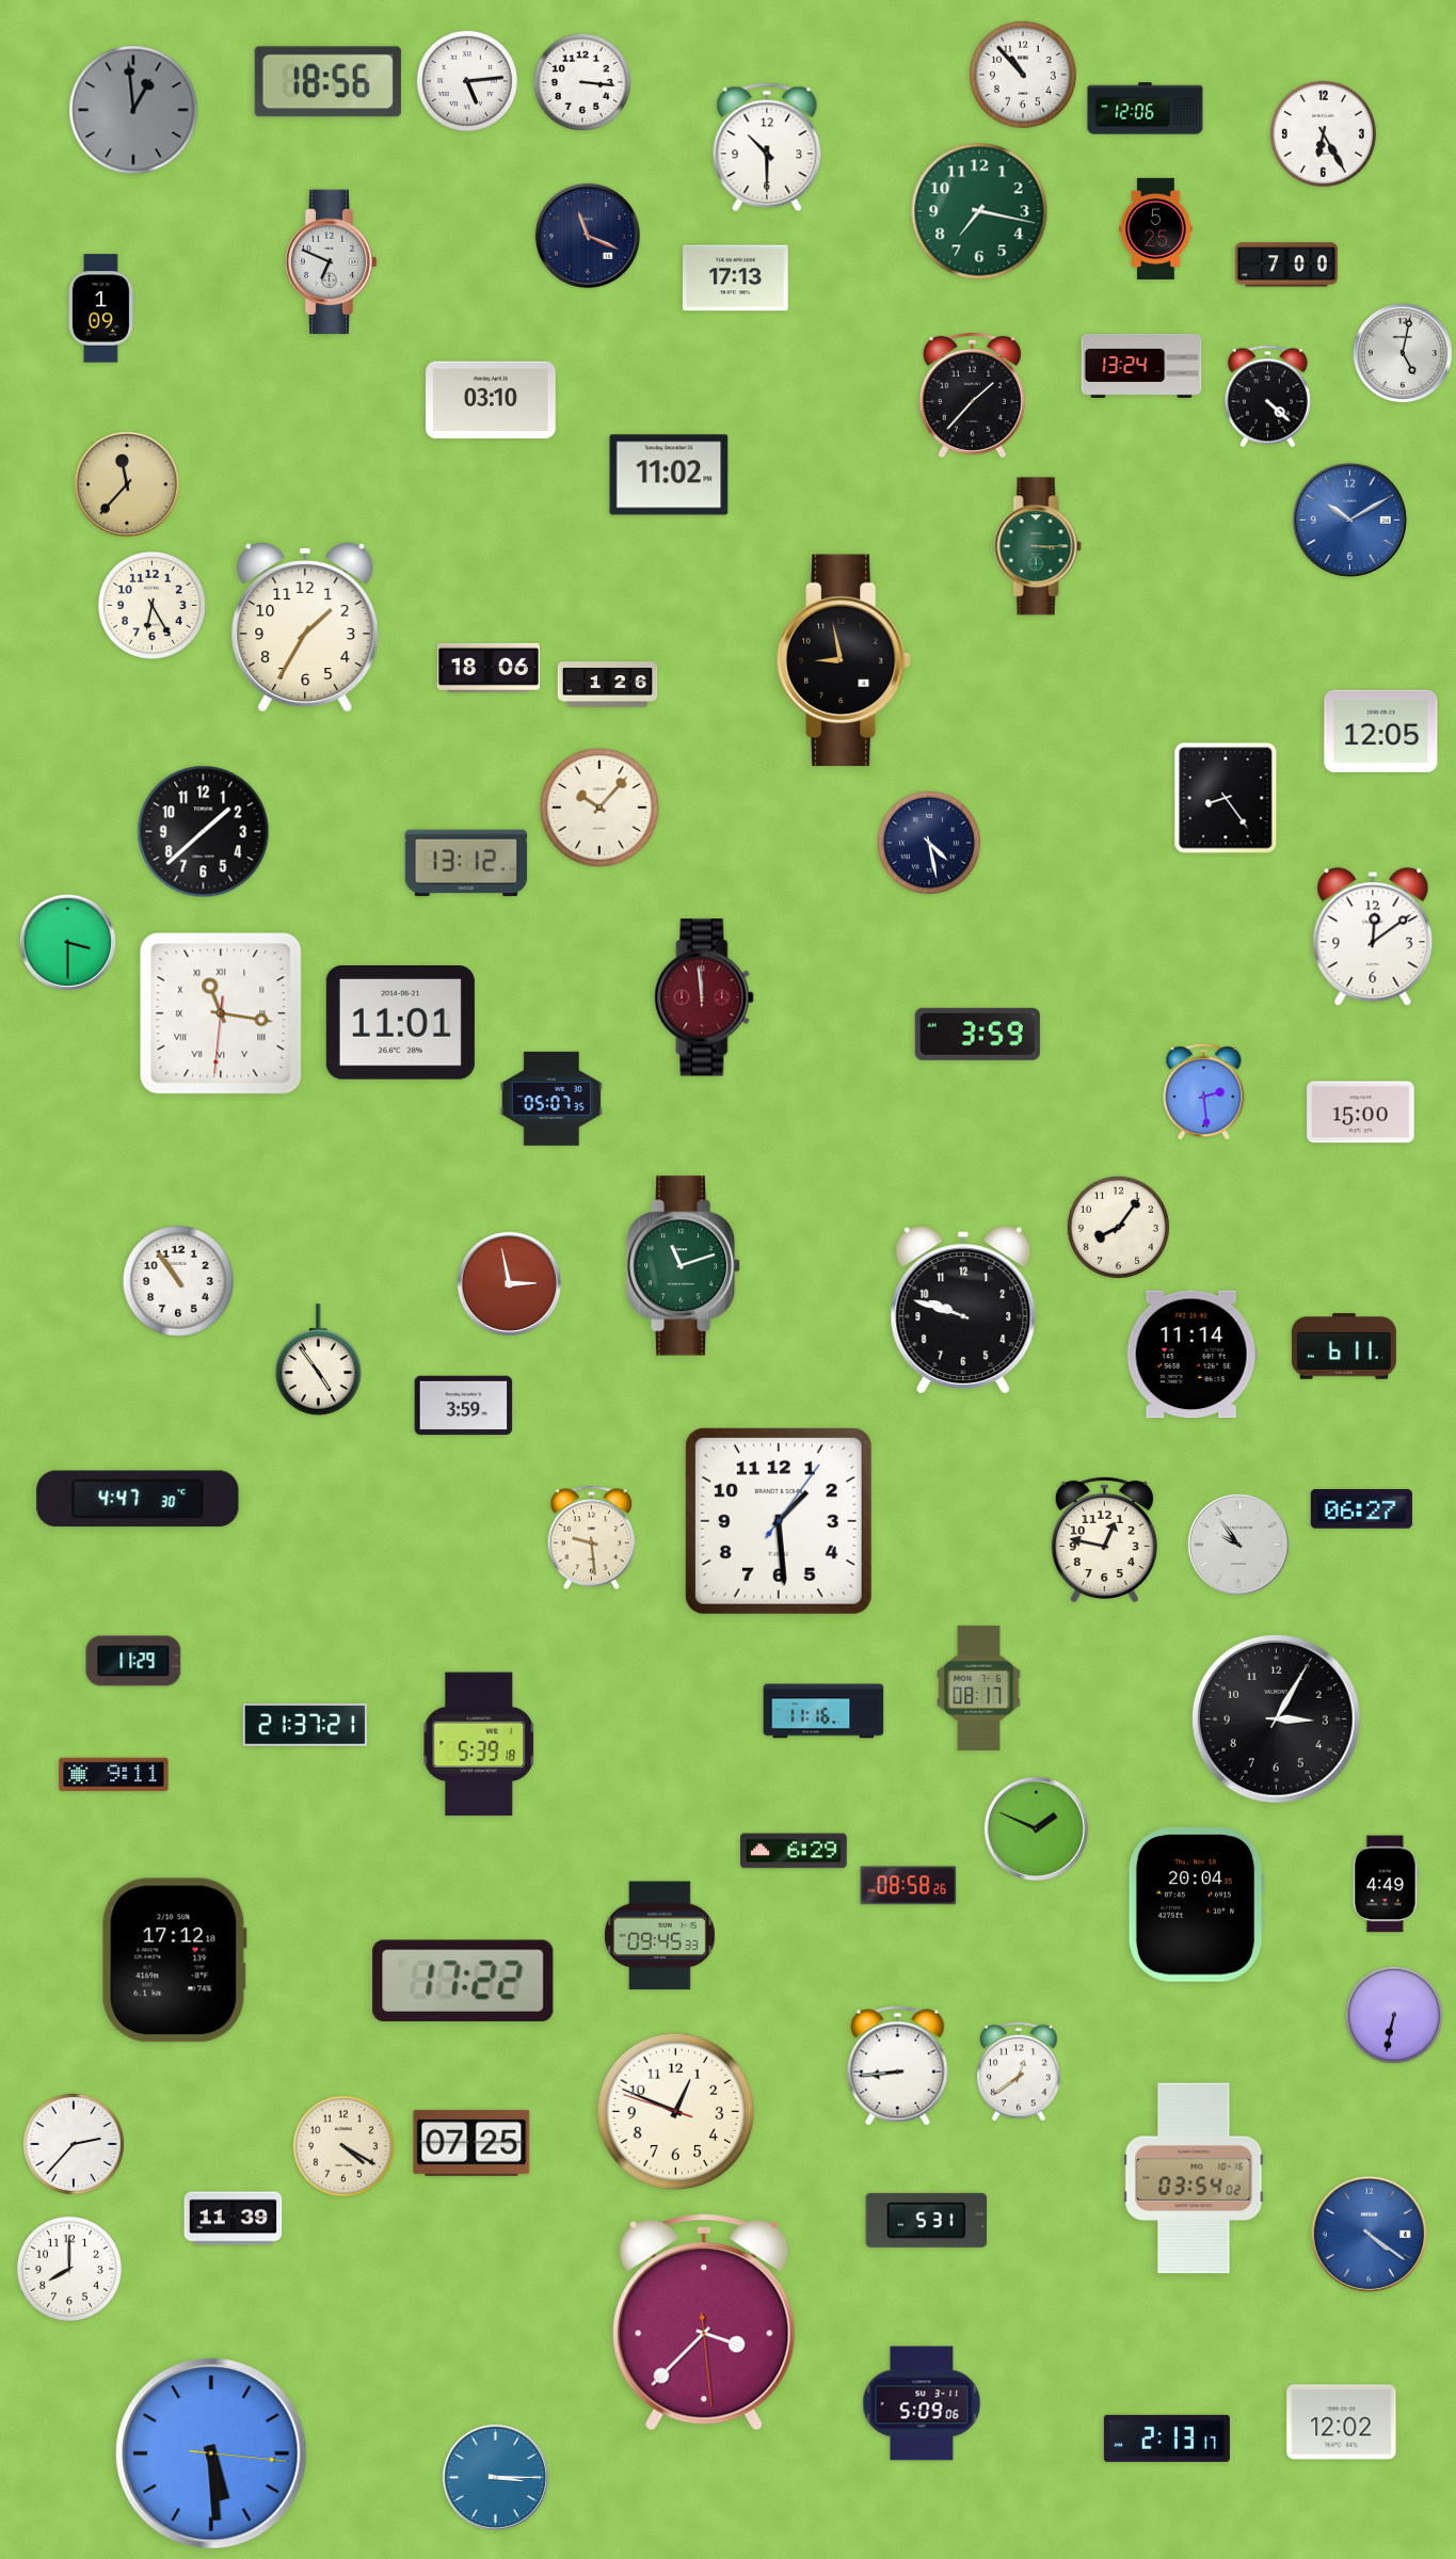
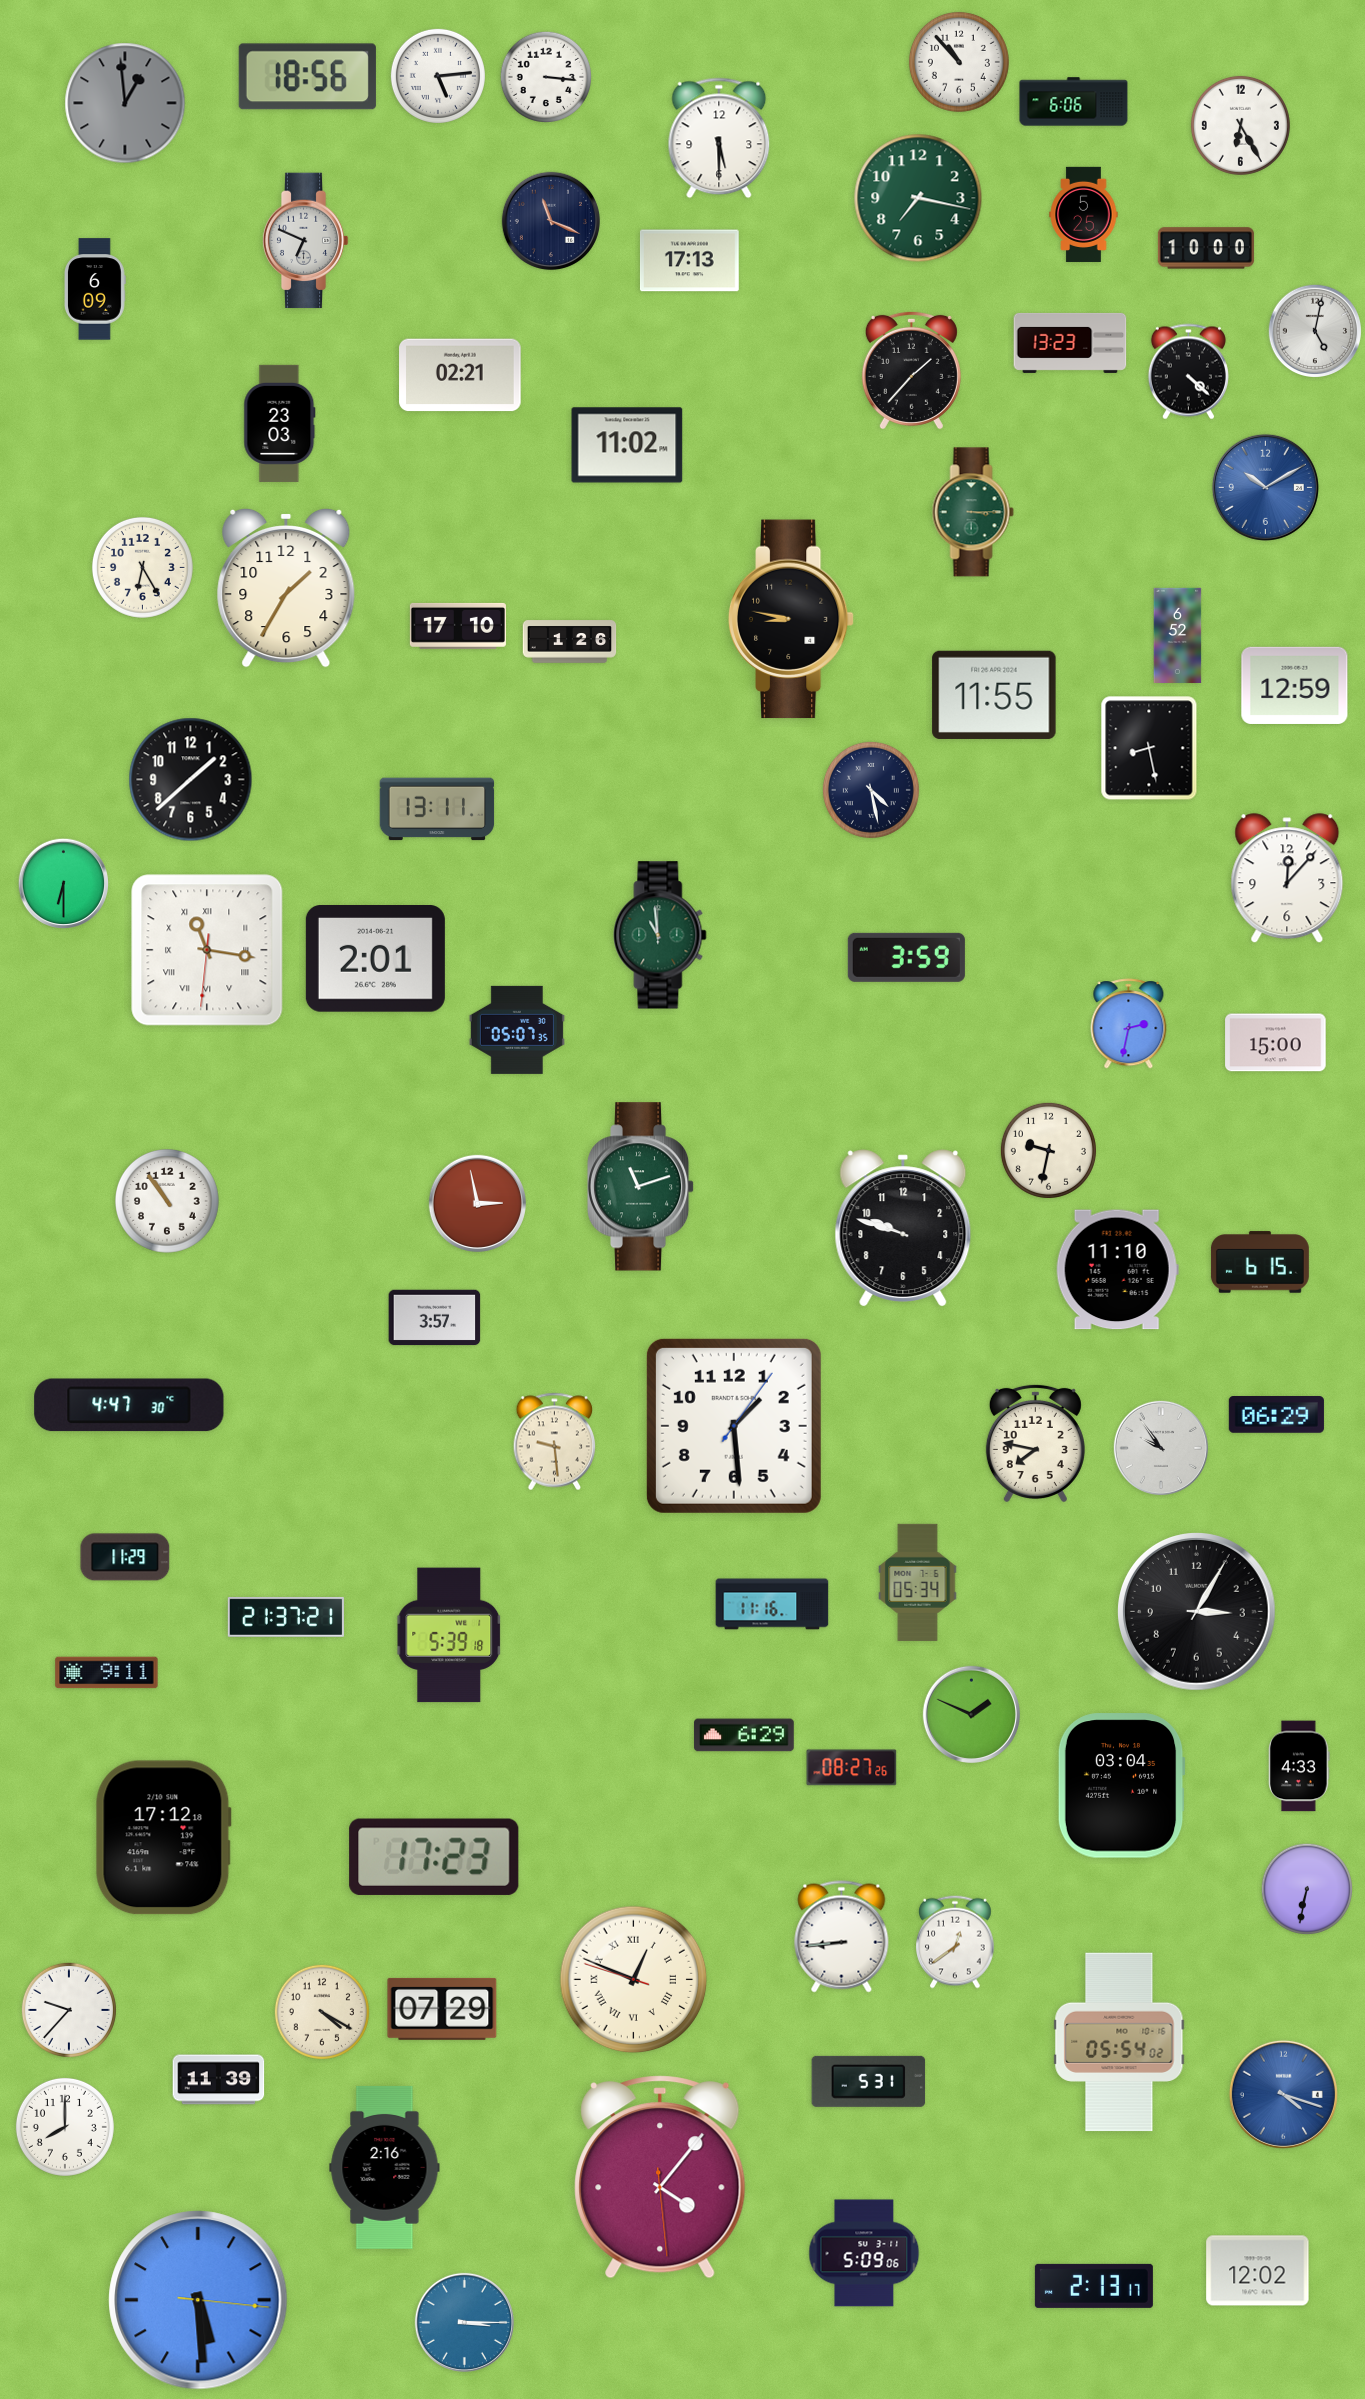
clock at (1023, 75) position: (1023, 75) -> (959, 62)
clock at (1146, 109): 12:06 -> 6:06
clock at (767, 147): 10:30 -> 5:30
clock at (331, 262) position: (331, 262) -> (305, 241)
clock at (1286, 265): 7:00 -> 10:00
clock at (101, 308): 1:09 -> 6:09
clock at (1141, 366): 13:24 -> 13:23
clock at (491, 400): 03:10 -> 02:21
clock at (280, 423): none -> 23:03
clock at (127, 484): 11:37 -> none
clock at (844, 660): 8:58 -> 8:47
clock at (489, 668): 18:06 -> 17:10
clock at (1178, 635): none -> 6:52
clock at (1381, 731): 12:05 -> 12:59
clock at (994, 695): none -> 11:55
clock at (1226, 798): 8:24 -> 8:28
clock at (599, 807): 10:07 -> none
clock at (466, 863): 13:12 -> 13:11
clock at (1373, 938): 12:09 -> 12:07
clock at (68, 943): 3:30 -> 6:30
clock at (704, 997): 11:59 -> 10:59
clock at (704, 997) dial: burgundy -> green
clock at (400, 1023): 11:01 -> 2:01
clock at (977, 1034) position: (977, 1034) -> (906, 957)
clock at (1204, 1092): 2:29 -> 2:32
clock at (1118, 1227): 8:06 -> 9:32
clock at (1344, 1346): 6:11 -> 6:15
clock at (1191, 1355): 11:14 -> 11:10
clock at (318, 1360): 4:54 -> none
clock at (464, 1406): 3:59 -> 3:57
clock at (1361, 1509): 06:27 -> 06:29
clock at (779, 1521) position: (779, 1521) -> (734, 1426)
clock at (1104, 1538): 12:47 -> 7:47
clock at (979, 1688): 08:17 -> 05:34
clock at (114, 1775) position: (114, 1775) -> (107, 1673)
clock at (1386, 1884): 4:49 -> 4:33
clock at (909, 1886): 08:58 -> 08:27
clock at (1196, 1905): 20:04 -> 03:04
clock at (659, 1936): 09:45 -> none
clock at (463, 1981): 17:22 -> 17:23
clock at (676, 2112) numerals: Arabic -> Roman
clock at (471, 2143): 07:25 -> 07:29
clock at (74, 2144): 2:37 -> 9:37
clock at (1194, 2178): 03:54 -> 05:54
clock at (1369, 2234): 4:21 -> 4:18
clock at (385, 2167): none -> 2:16
clock at (704, 2322): 3:37 -> 4:06
